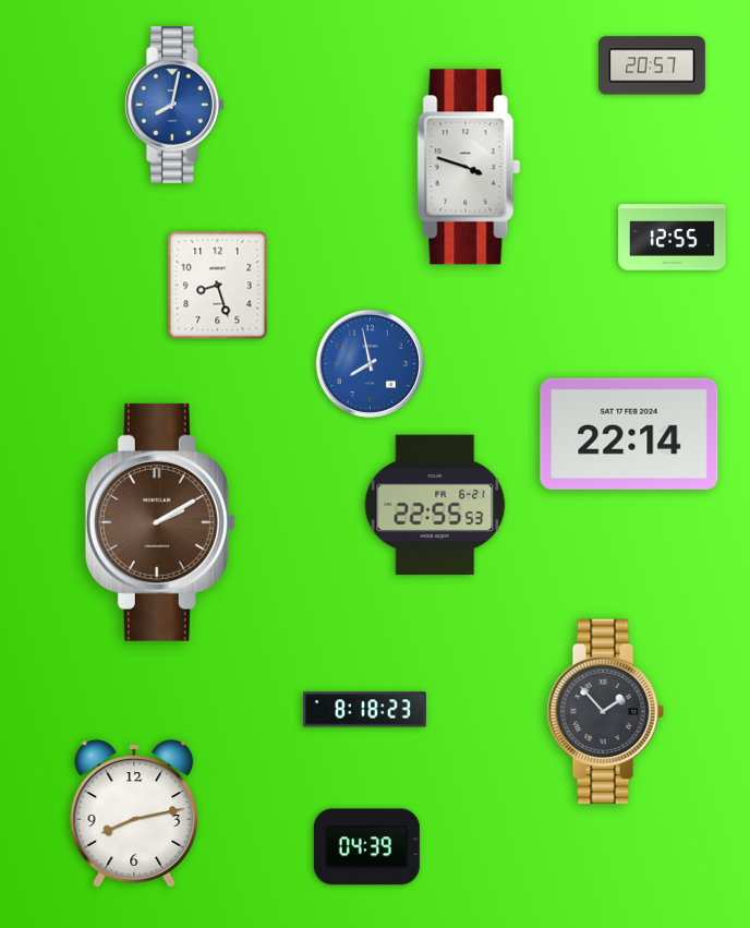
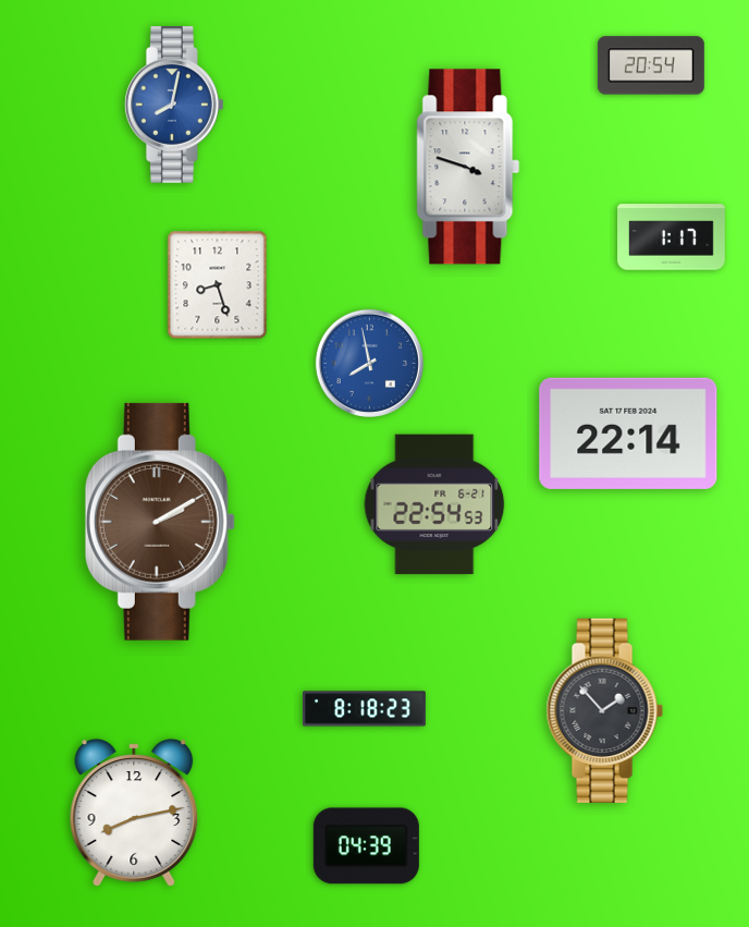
clock at (652, 65): 20:57 -> 20:54
clock at (673, 238): 12:55 -> 1:17
clock at (435, 505): 22:55 -> 22:54
